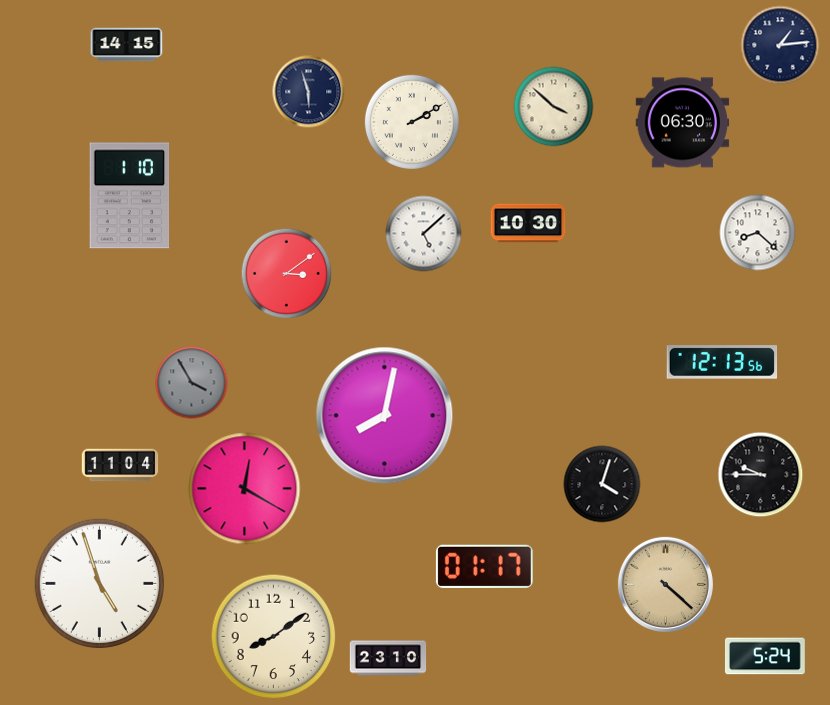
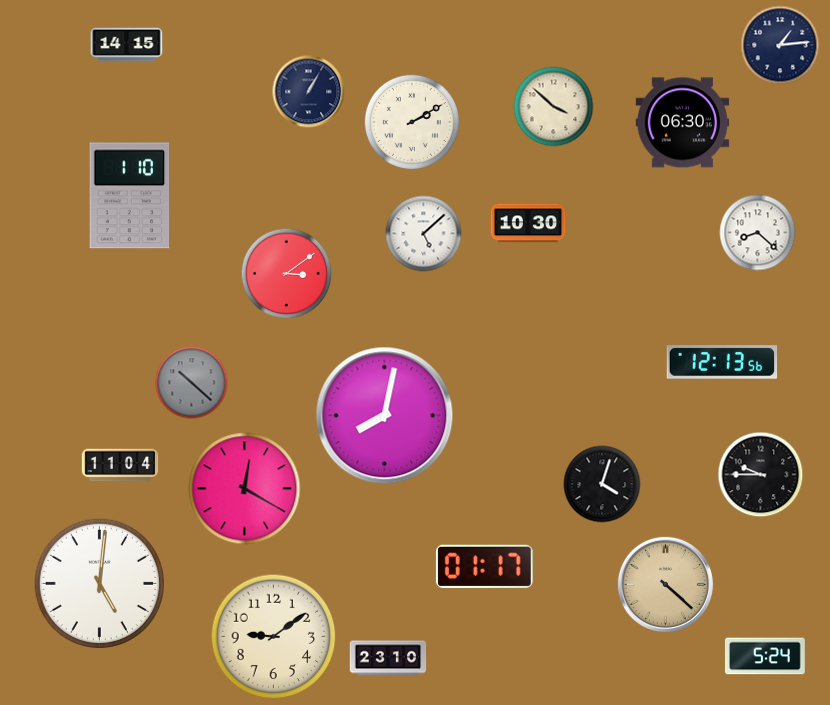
clock at (309, 92): 5:57 -> 1:05
clock at (192, 383): 3:55 -> 10:22
clock at (99, 583): 4:57 -> 5:01
clock at (274, 637): 8:09 -> 9:09
